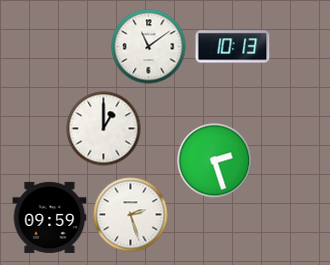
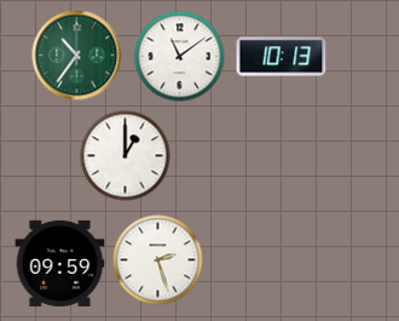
clock at (77, 56): none -> 10:36
clock at (215, 161): 2:27 -> none
